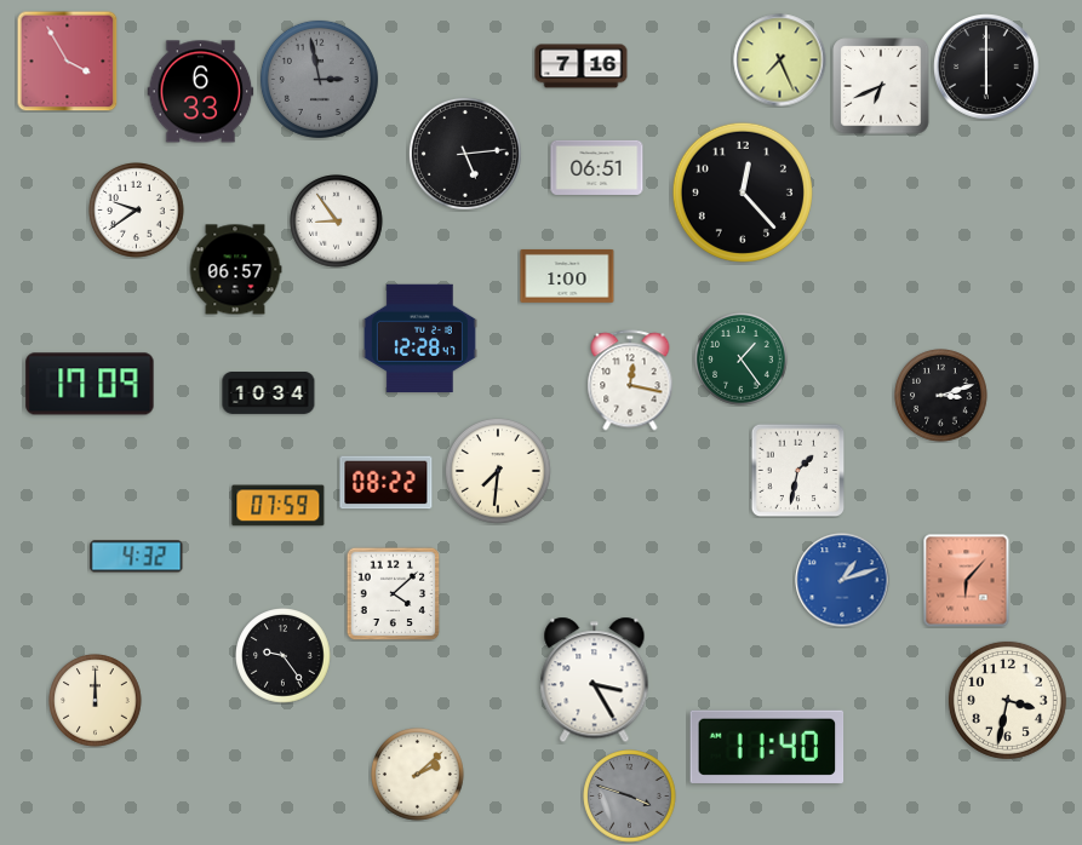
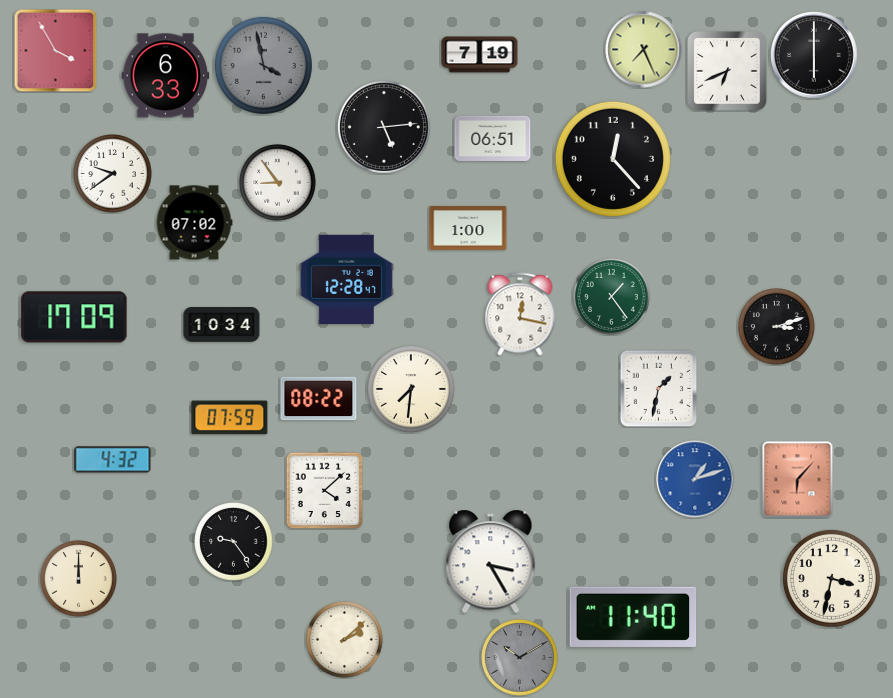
clock at (582, 67): 7:16 -> 7:19
clock at (319, 79): 2:58 -> 3:58
clock at (235, 270): 06:57 -> 07:02
clock at (630, 797): 3:48 -> 10:10
